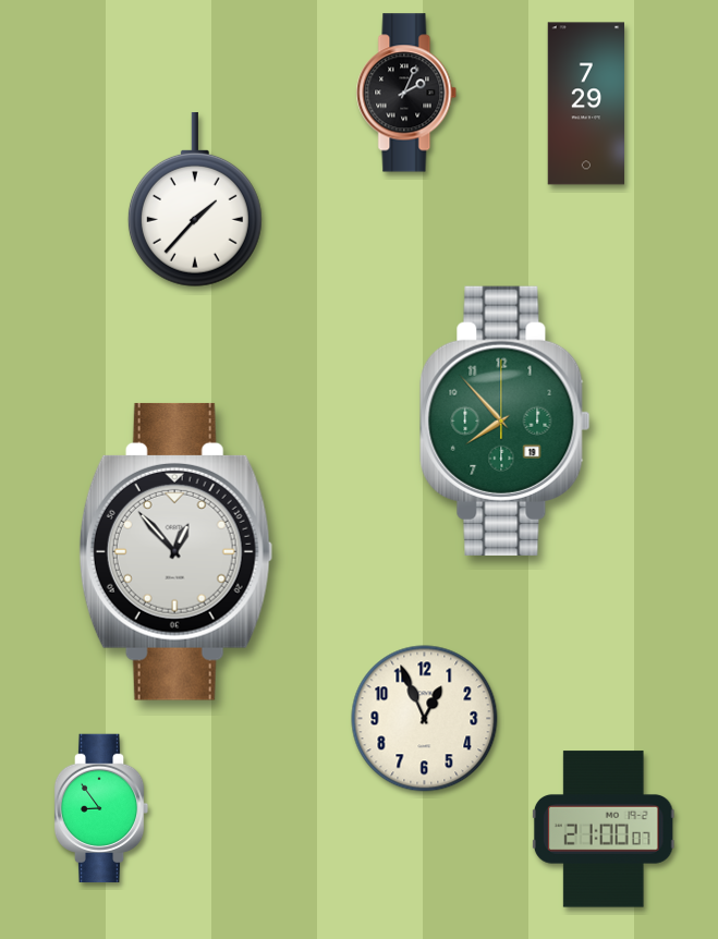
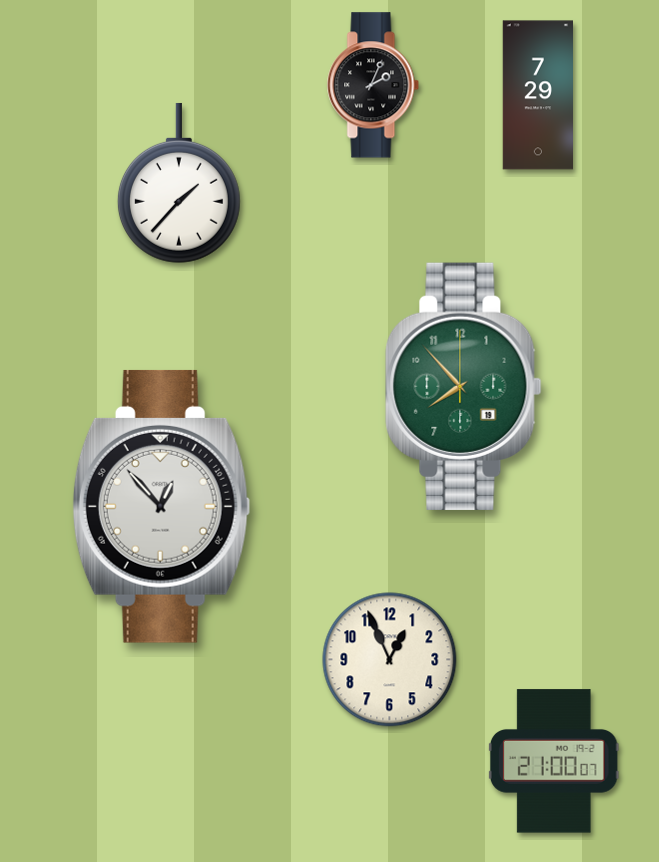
clock at (101, 807): 8:54 -> none
